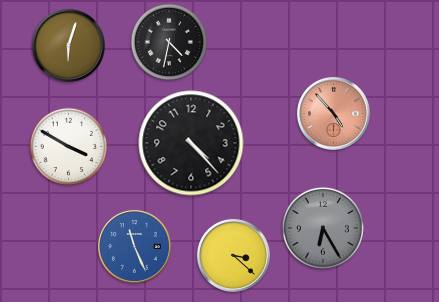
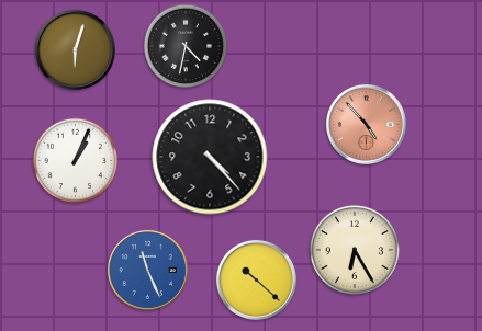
clock at (69, 147): 3:50 -> 1:04
clock at (323, 228) dial: grey -> cream
clock at (233, 255): 3:22 -> 10:22
